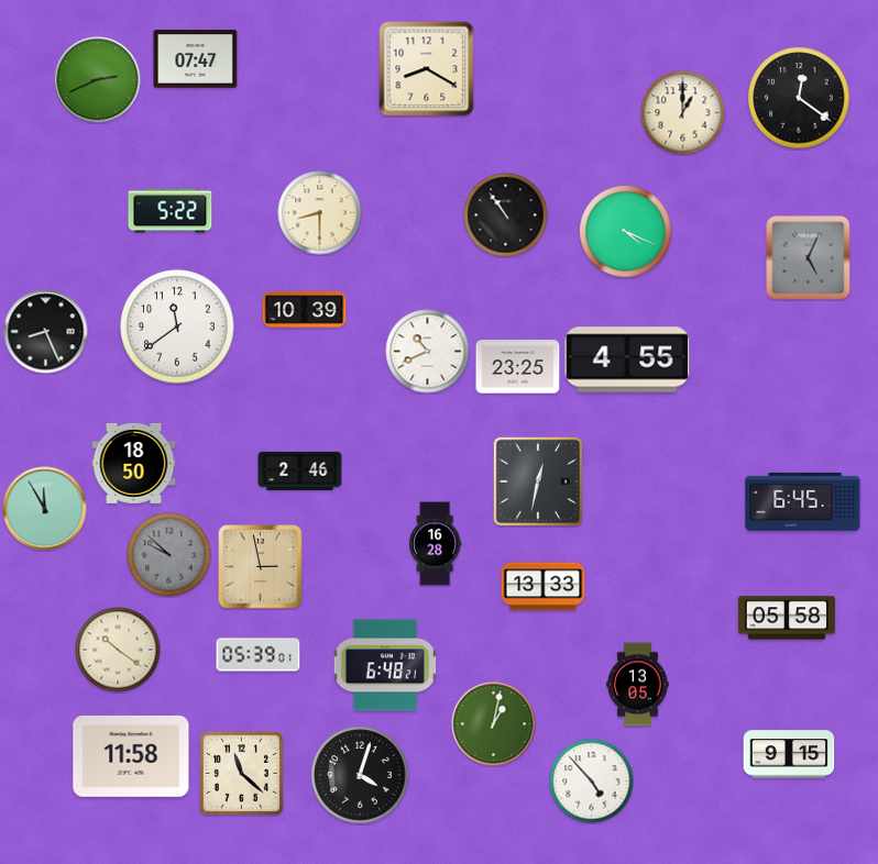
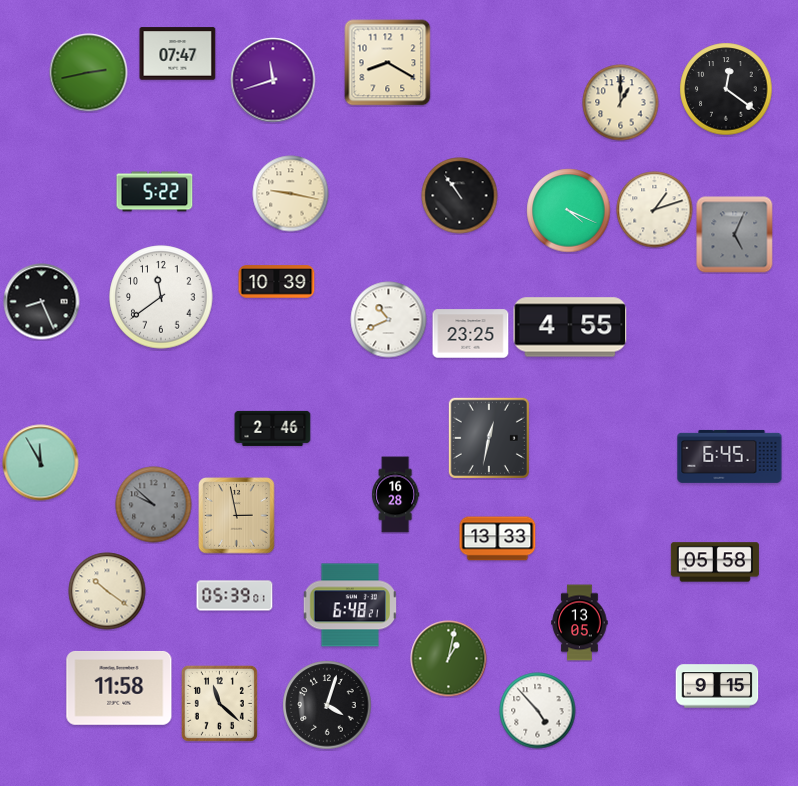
clock at (98, 80): 2:41 -> 2:43
clock at (273, 80): none -> 11:42
clock at (320, 213): 8:30 -> 9:17
clock at (655, 210): none -> 1:12
clock at (134, 463): 18:50 -> none
clock at (544, 587) position: (544, 587) -> (498, 539)
